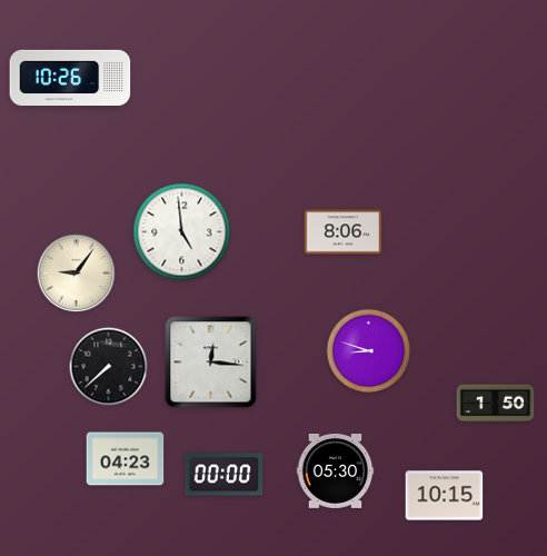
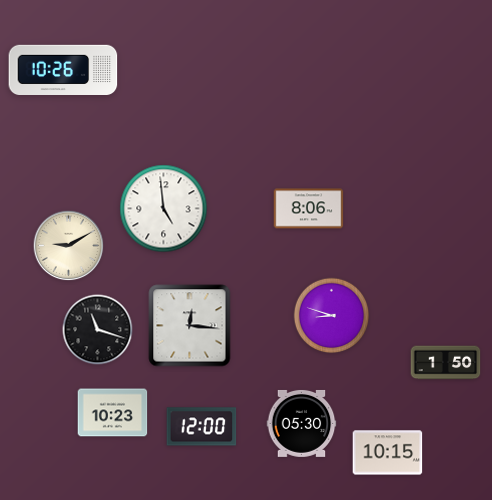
clock at (77, 274): 9:06 -> 9:10
clock at (109, 367): 7:38 -> 11:18
clock at (126, 459): 04:23 -> 10:23
clock at (225, 475): 00:00 -> 12:00
clock at (445, 496) position: (445, 496) -> (388, 453)
